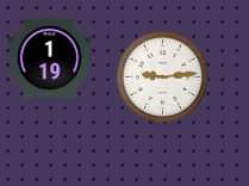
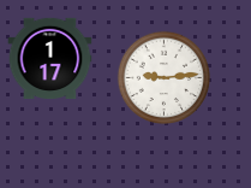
clock at (50, 58): 1:19 -> 1:17
